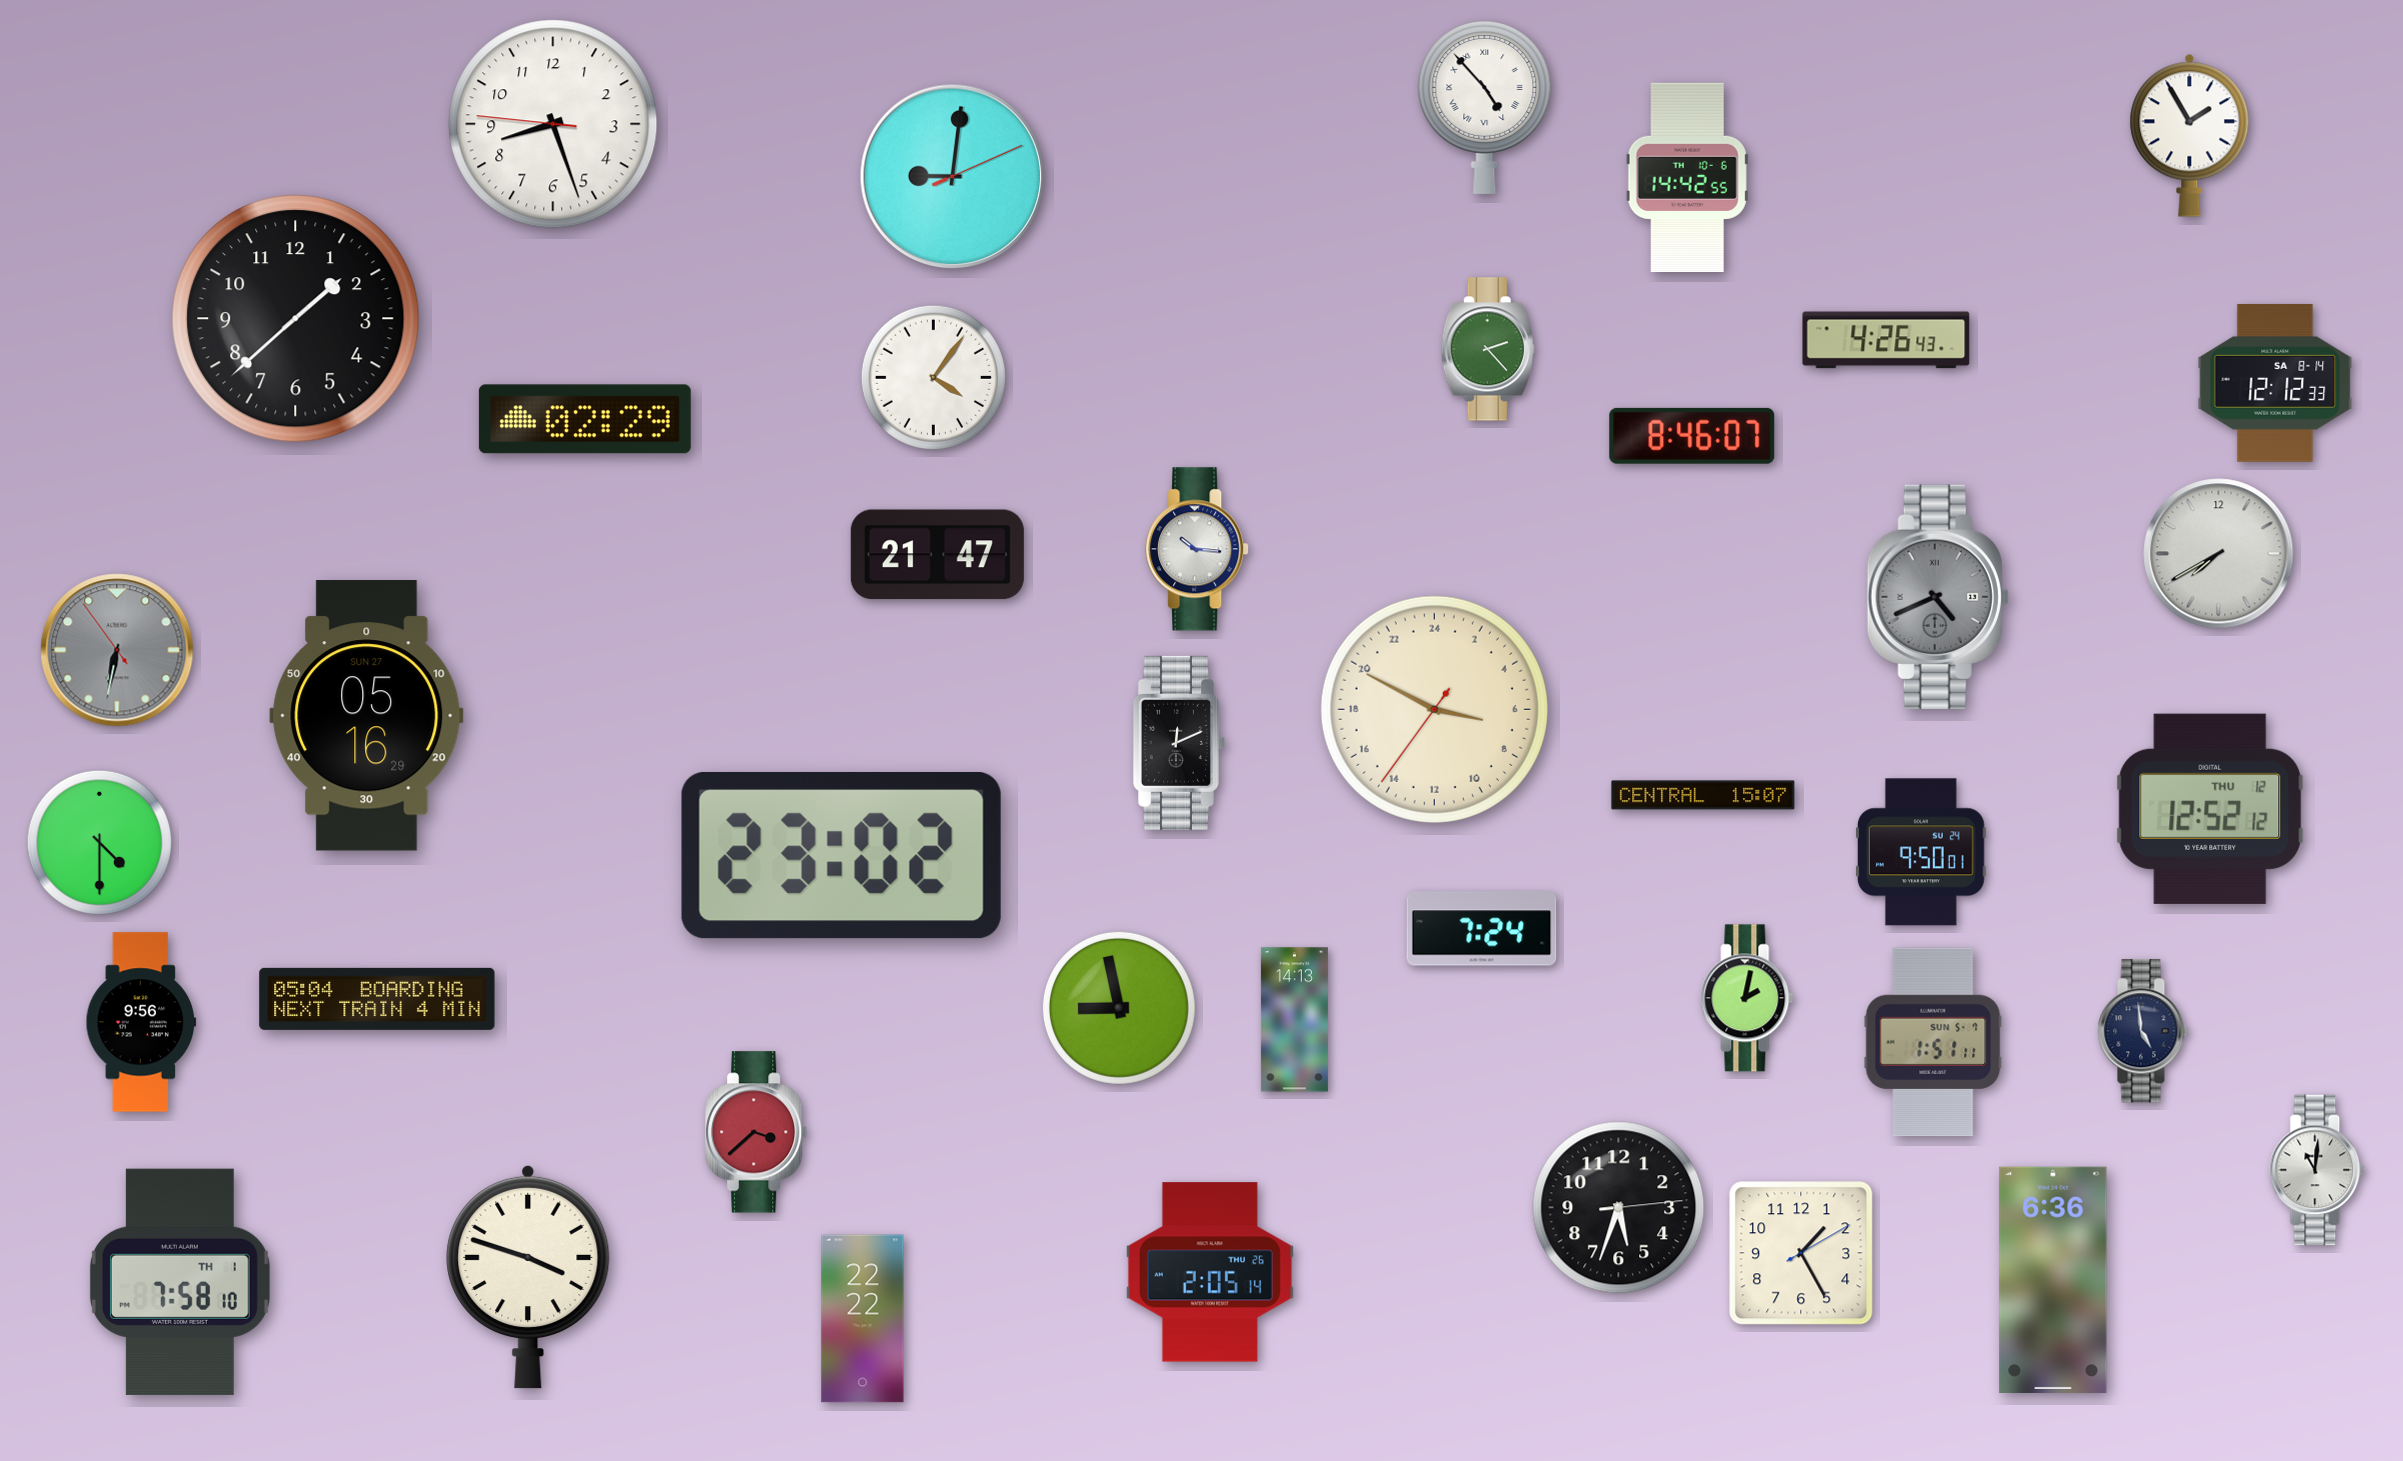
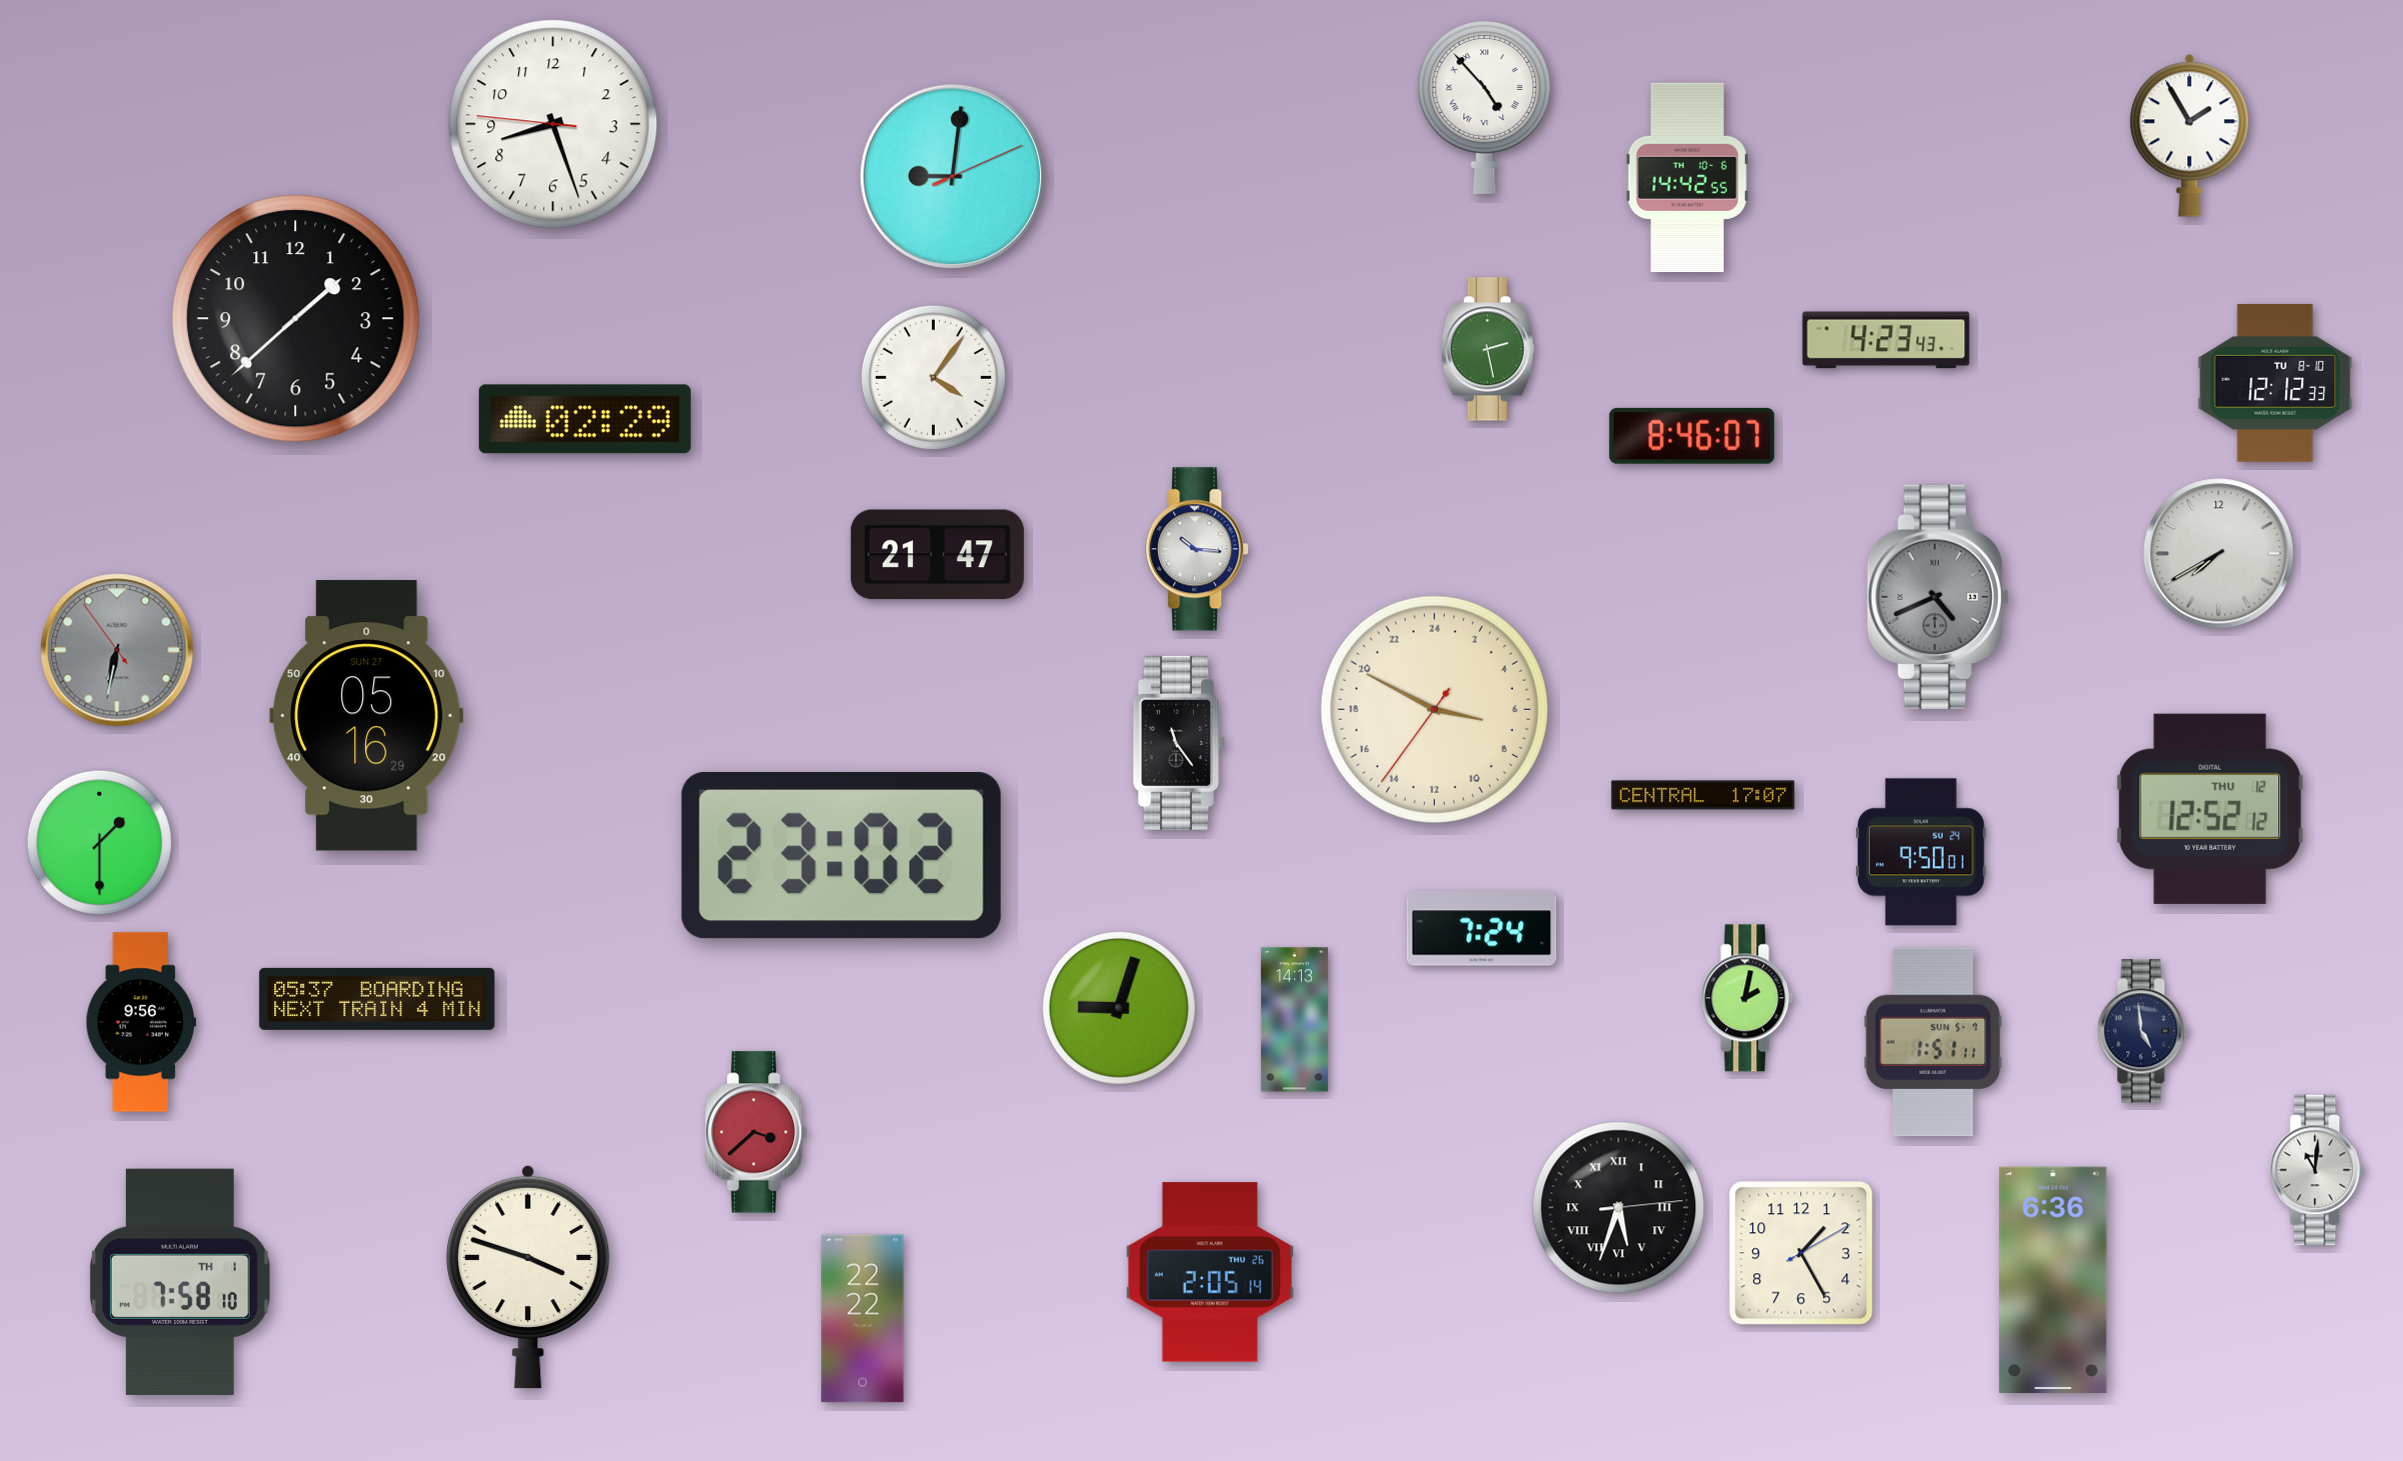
clock at (1886, 340): 4:26 -> 4:23
clock at (1488, 349): 2:23 -> 2:28
clock at (2275, 383) date: SA 8-14 -> TU 8-10
clock at (1179, 743): 12:11 -> 11:24
clock at (1703, 795): 15:07 -> 17:07
clock at (99, 842): 4:30 -> 1:30
clock at (377, 999): 05:04 -> 05:37
clock at (1119, 1008): 8:58 -> 9:03
clock at (1619, 1208) numerals: Arabic -> Roman
